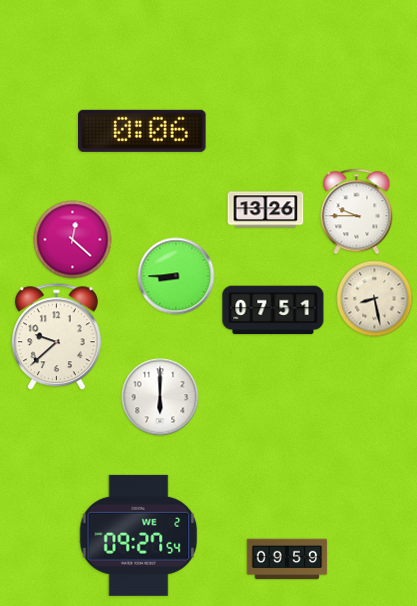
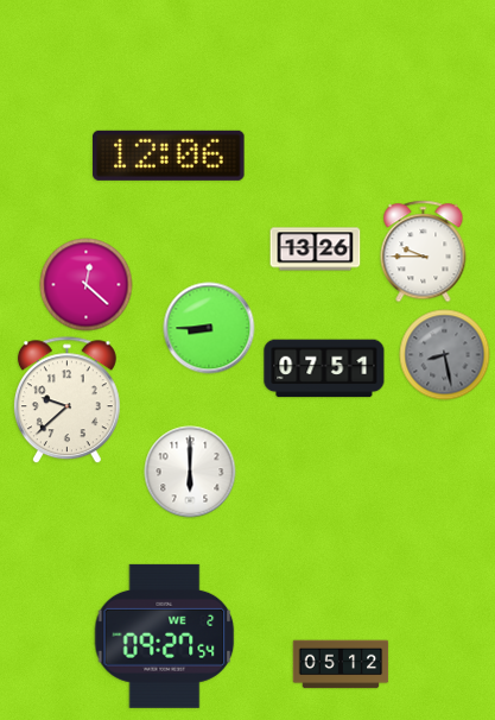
clock at (142, 131): 0:06 -> 12:06
clock at (375, 299) dial: cream -> grey
clock at (287, 559): 09:59 -> 05:12
